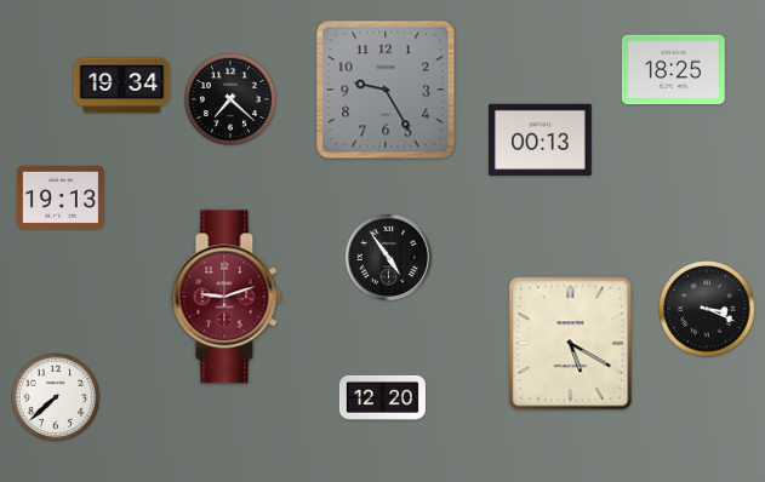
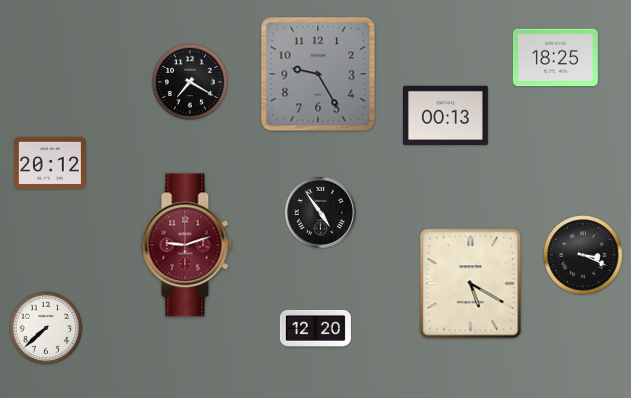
clock at (122, 86): 19:34 -> none
clock at (230, 99): 7:22 -> 7:20
clock at (61, 197): 19:13 -> 20:12
